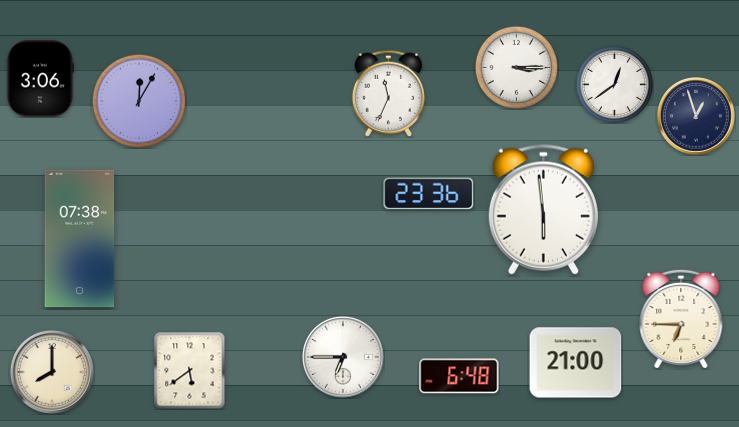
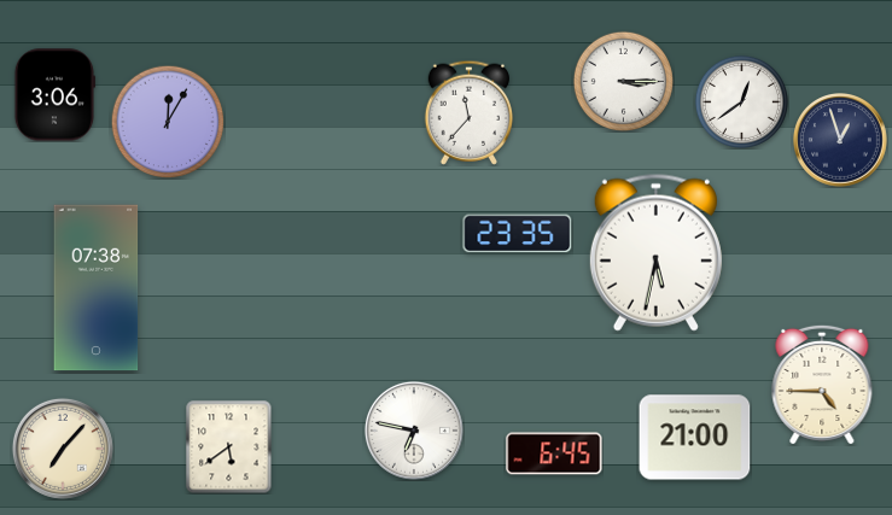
clock at (40, 79) position: (40, 79) -> (54, 95)
clock at (388, 93): 11:34 -> 11:37
clock at (429, 194): 23:36 -> 23:35
clock at (543, 209): 5:59 -> 5:32
clock at (681, 318): 6:45 -> 4:45
clock at (343, 357): 6:45 -> 6:47
clock at (52, 372): 8:00 -> 7:07
clock at (459, 376): 6:48 -> 6:45
